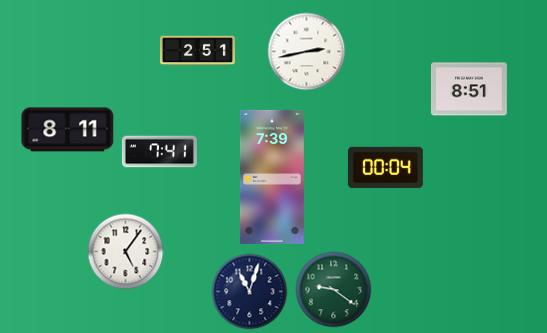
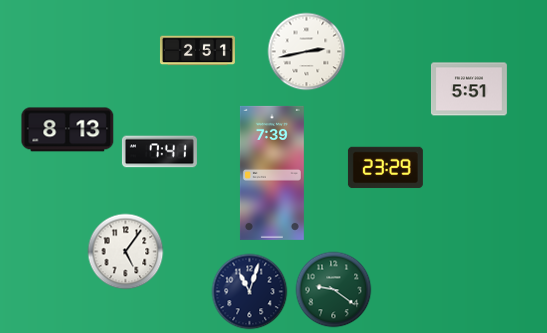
clock at (469, 89): 8:51 -> 5:51
clock at (68, 130): 8:11 -> 8:13
clock at (385, 168): 00:04 -> 23:29
clock at (272, 177) position: (272, 177) -> (272, 173)
